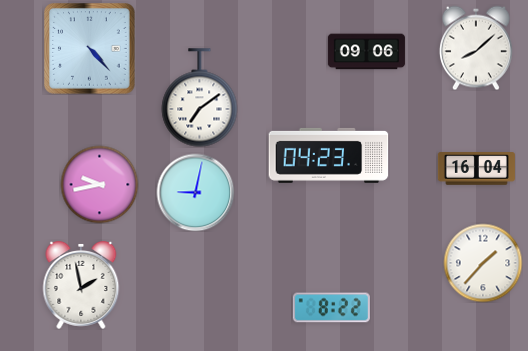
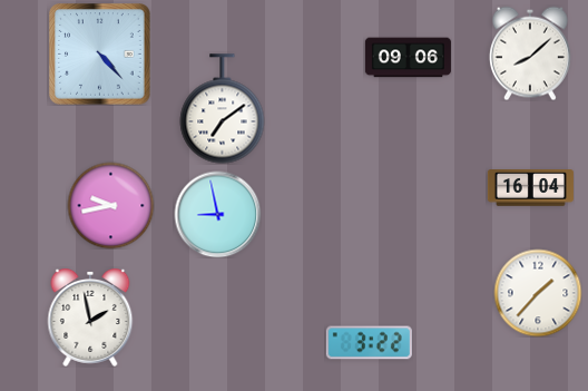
clock at (329, 155): 04:23 -> none
clock at (195, 192): 9:02 -> 8:58
clock at (331, 308): 8:22 -> 3:22
